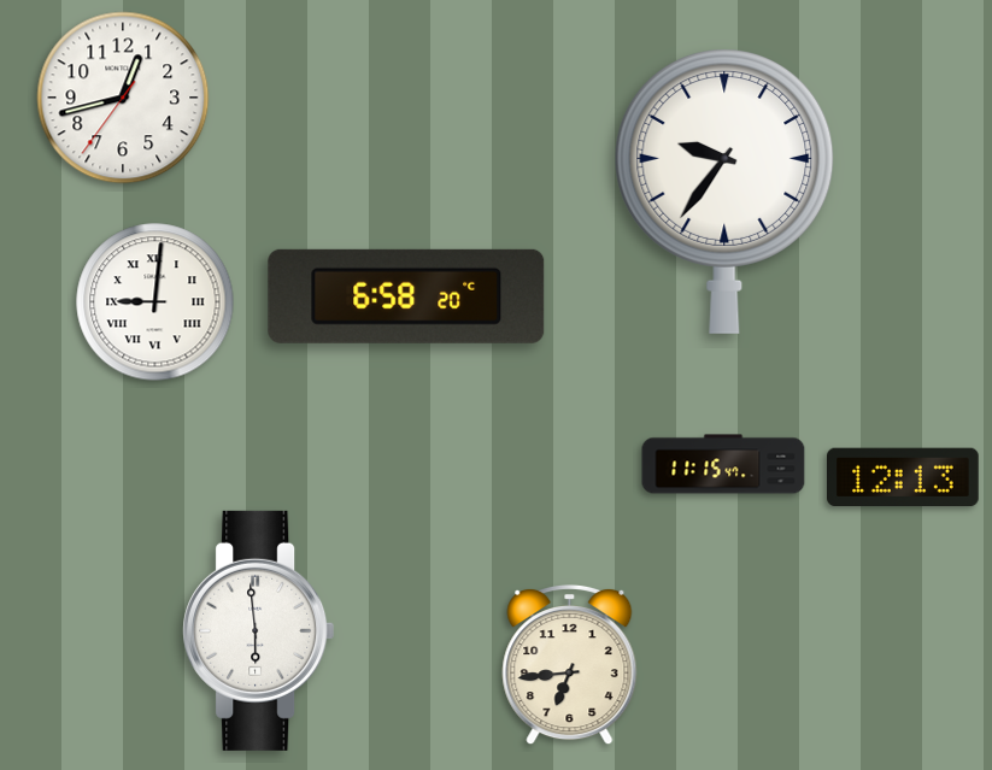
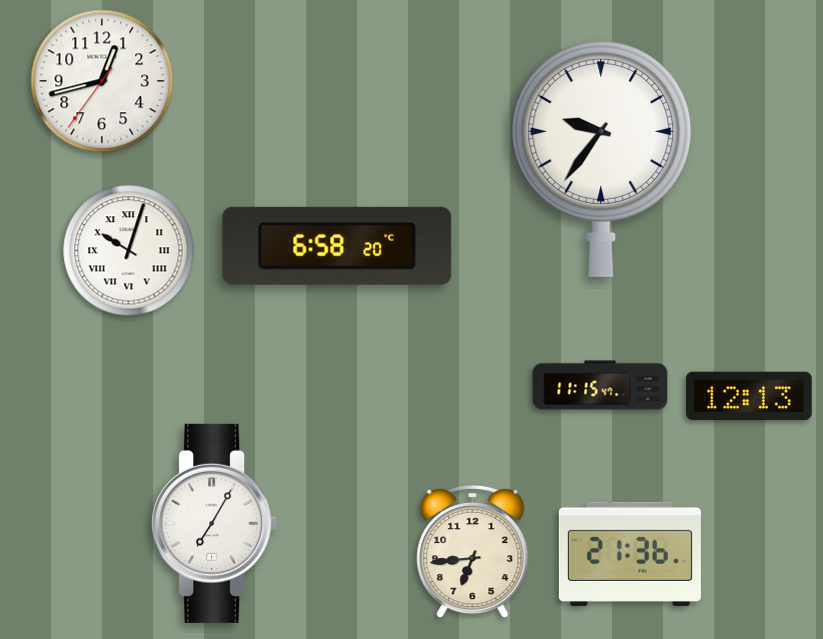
clock at (155, 302): 9:01 -> 10:03
clock at (259, 630): 5:59 -> 7:05
clock at (630, 554): none -> 21:36
